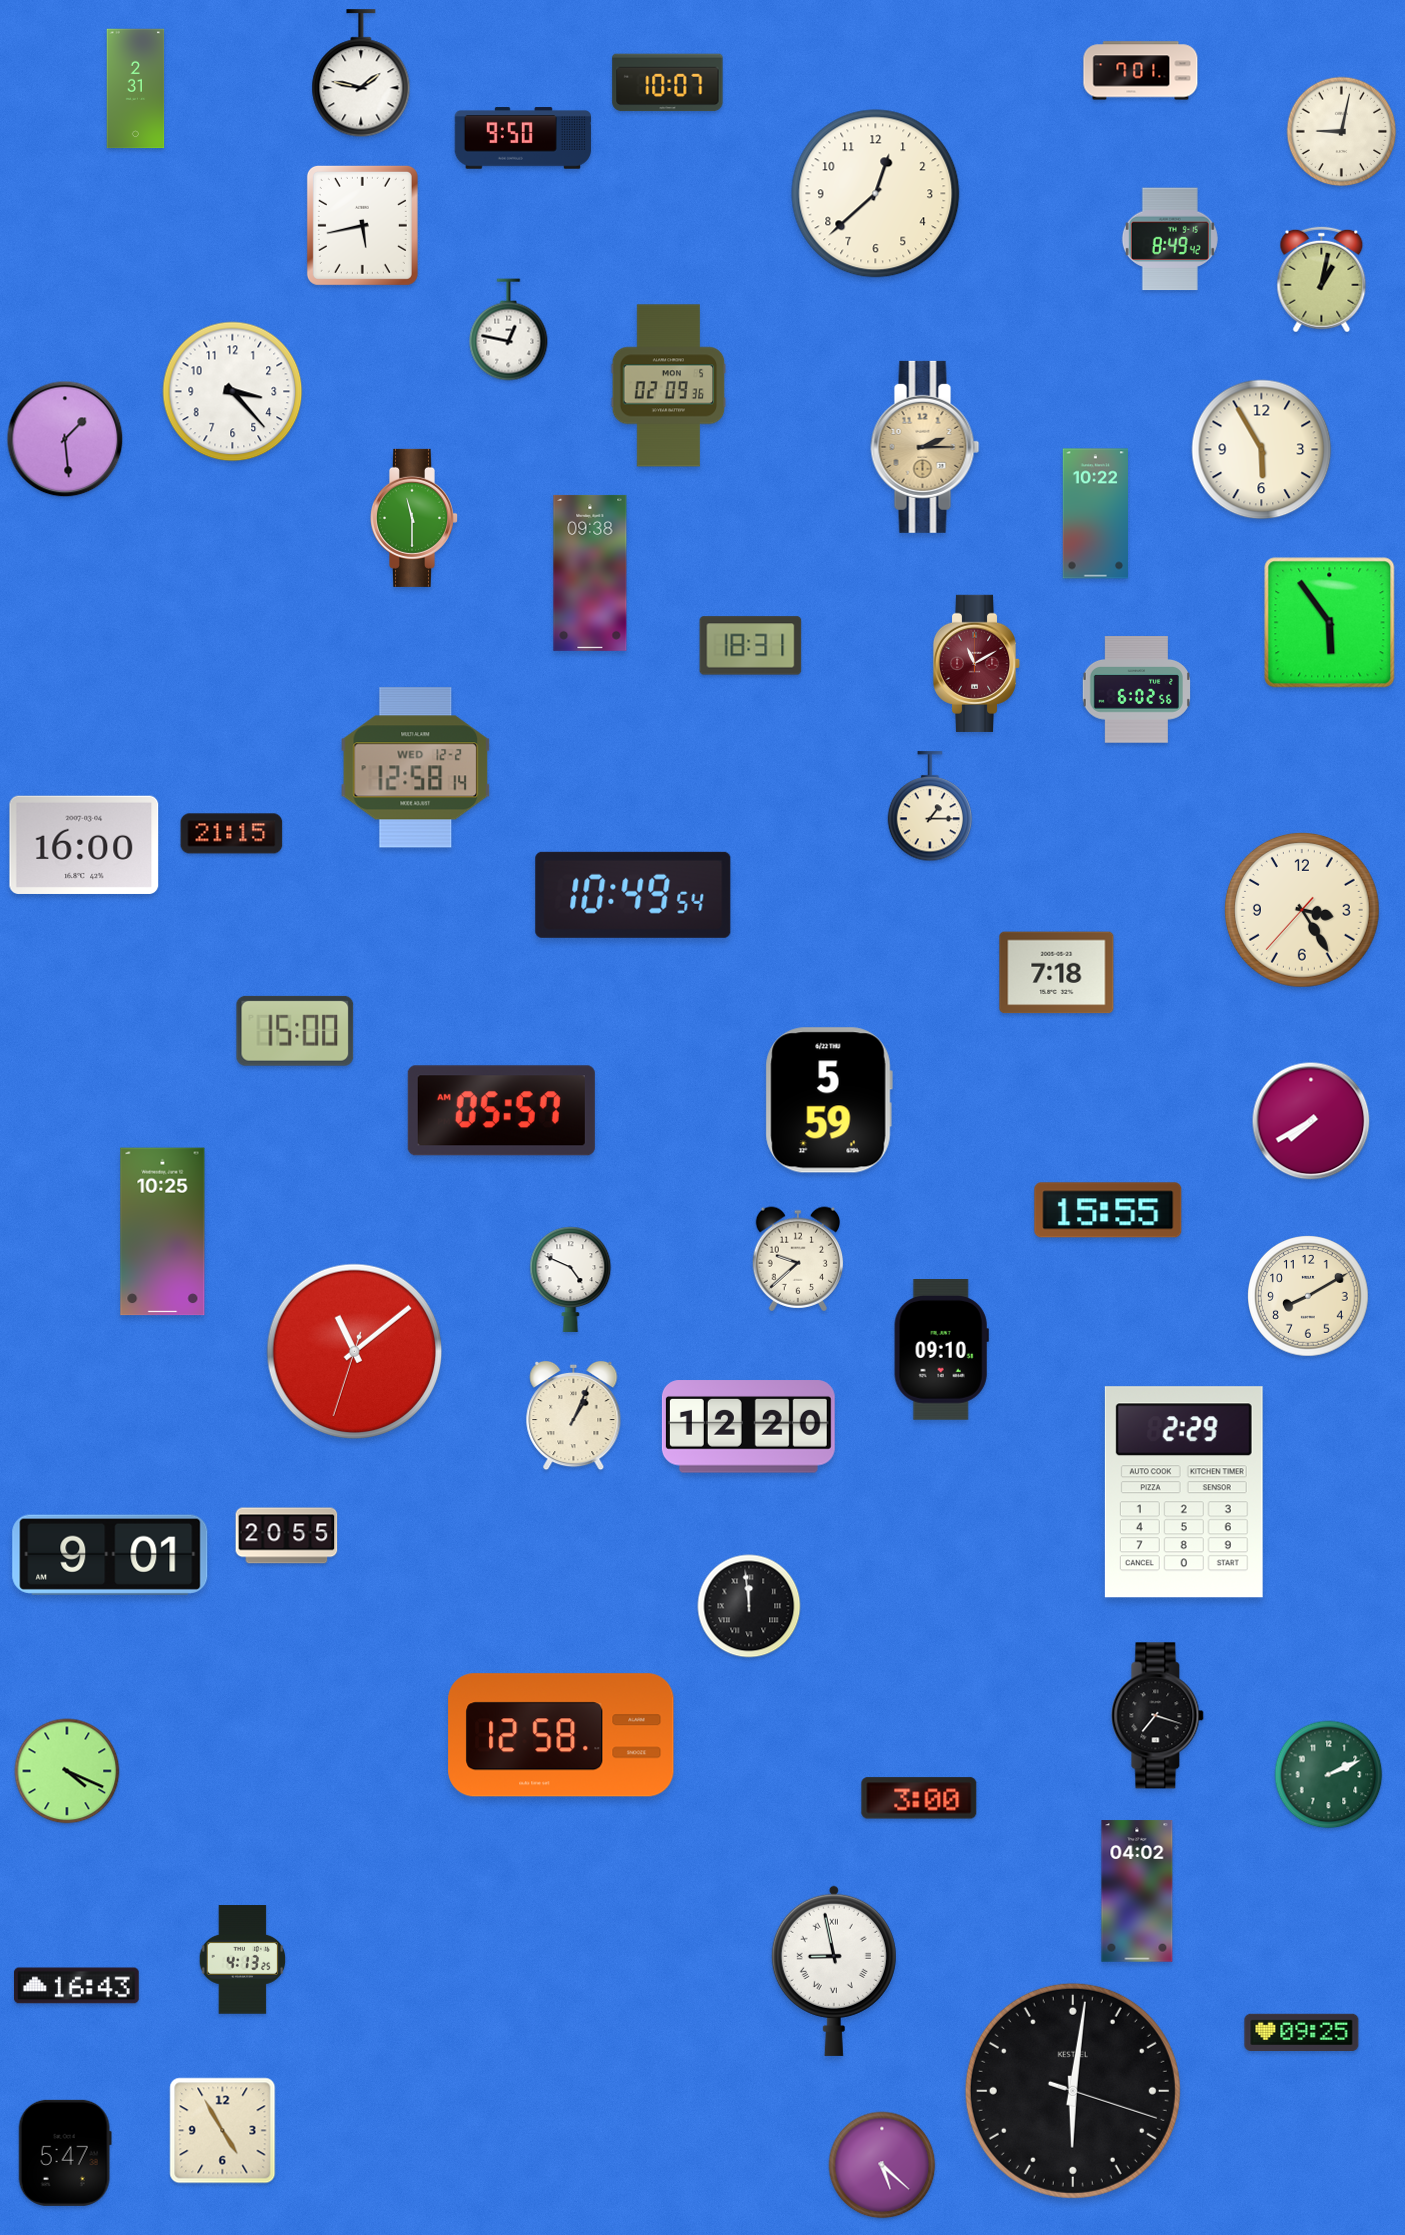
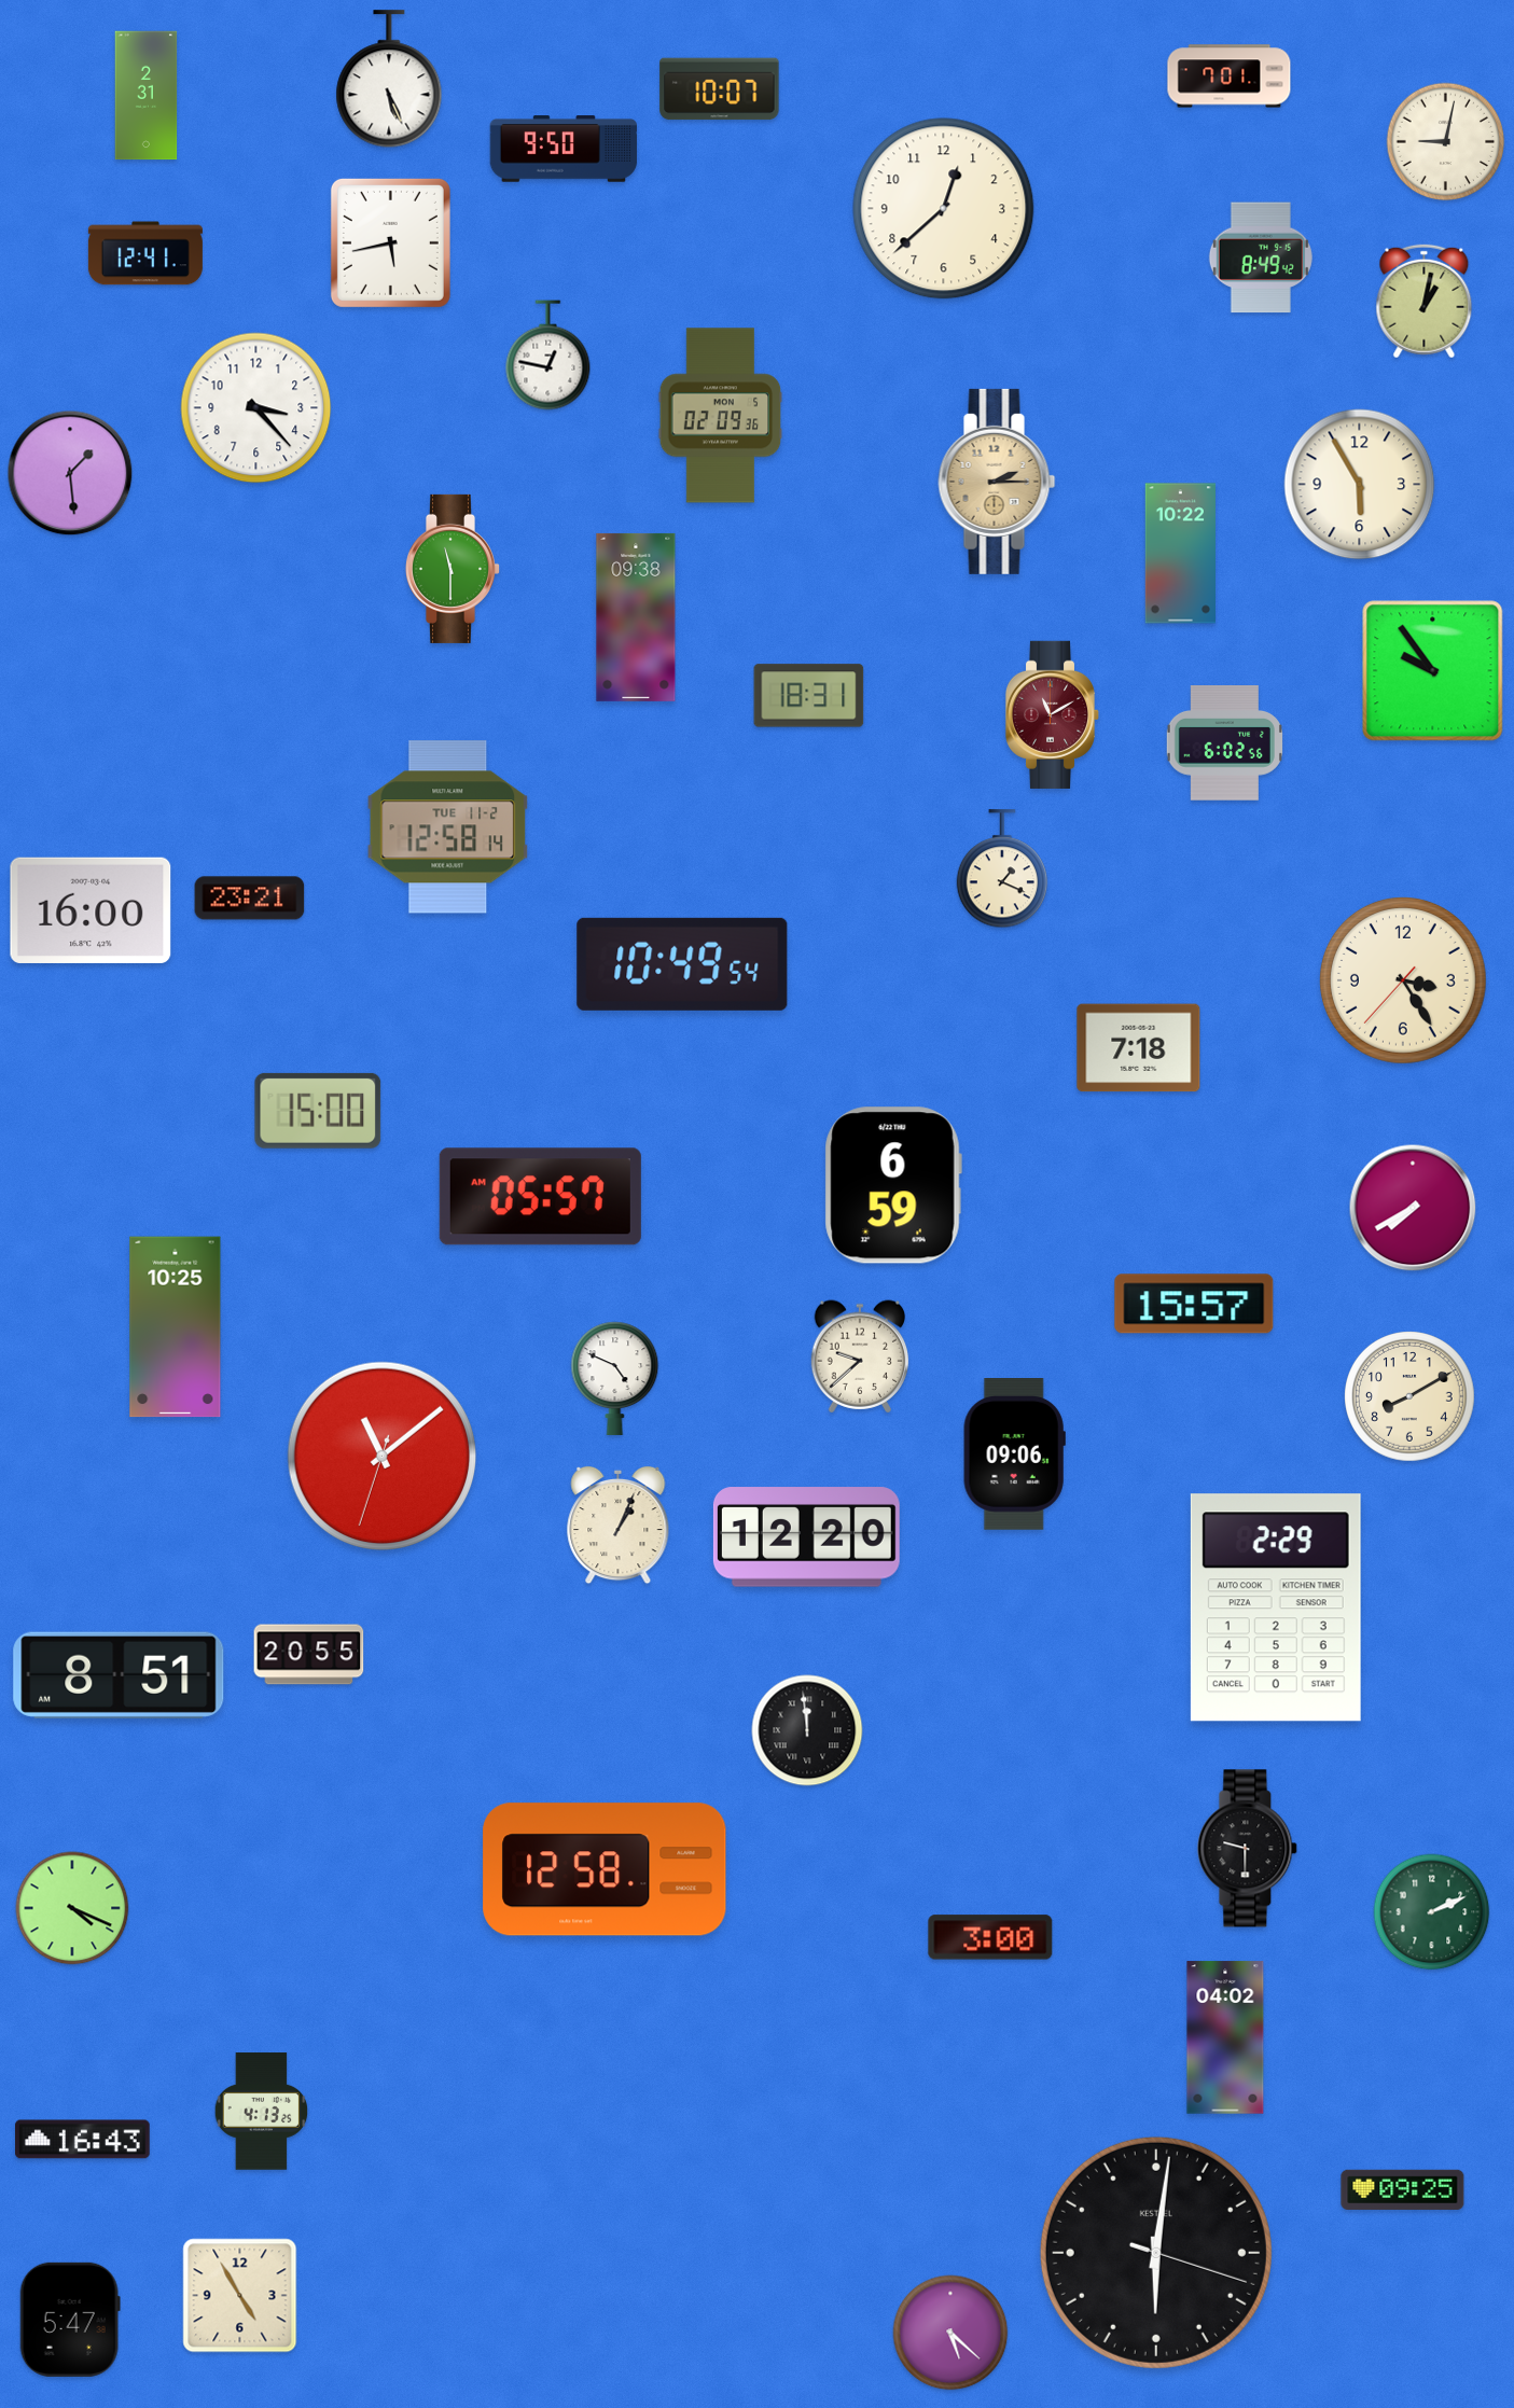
clock at (361, 74): 1:47 -> 5:26
clock at (145, 253): none -> 12:41
clock at (233, 392) position: (233, 392) -> (256, 408)
clock at (413, 518) position: (413, 518) -> (452, 569)
clock at (1330, 623): 5:54 -> 9:54
clock at (416, 768) date: WED 12-2 -> TUE 11-2
clock at (930, 807): 1:15 -> 1:19
clock at (232, 834): 21:15 -> 23:21
clock at (829, 1100): 5:59 -> 6:59
clock at (1108, 1210): 15:55 -> 15:57
clock at (941, 1350): 09:10 -> 09:06
clock at (110, 1555): 9:01 -> 8:51
clock at (1158, 1716): 7:18 -> 9:30
clock at (834, 1971): 8:58 -> none
